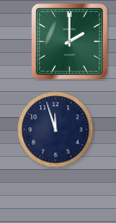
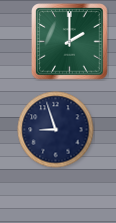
clock at (56, 130): 11:57 -> 8:57
